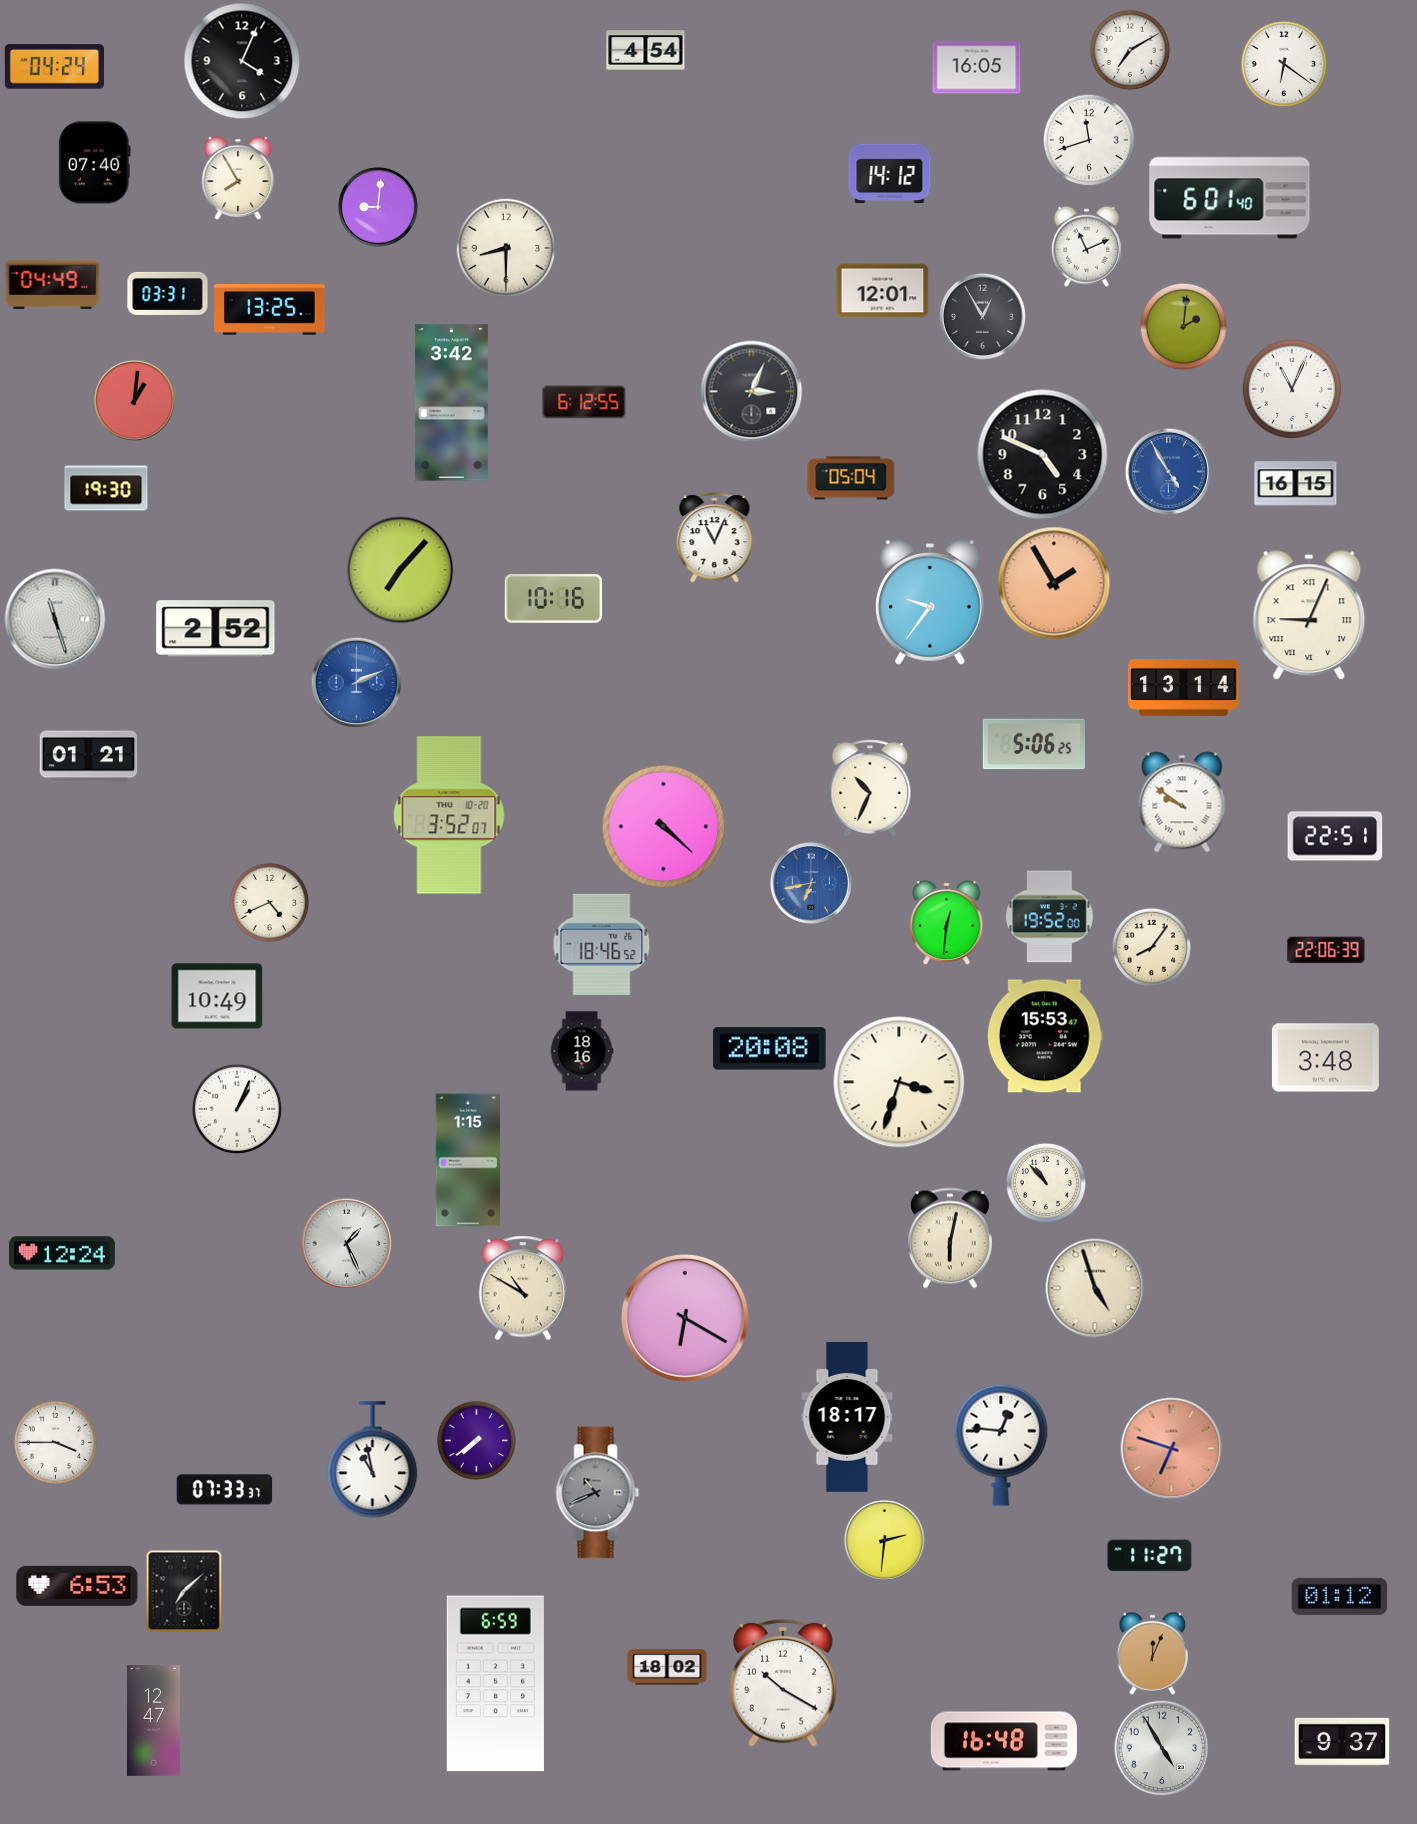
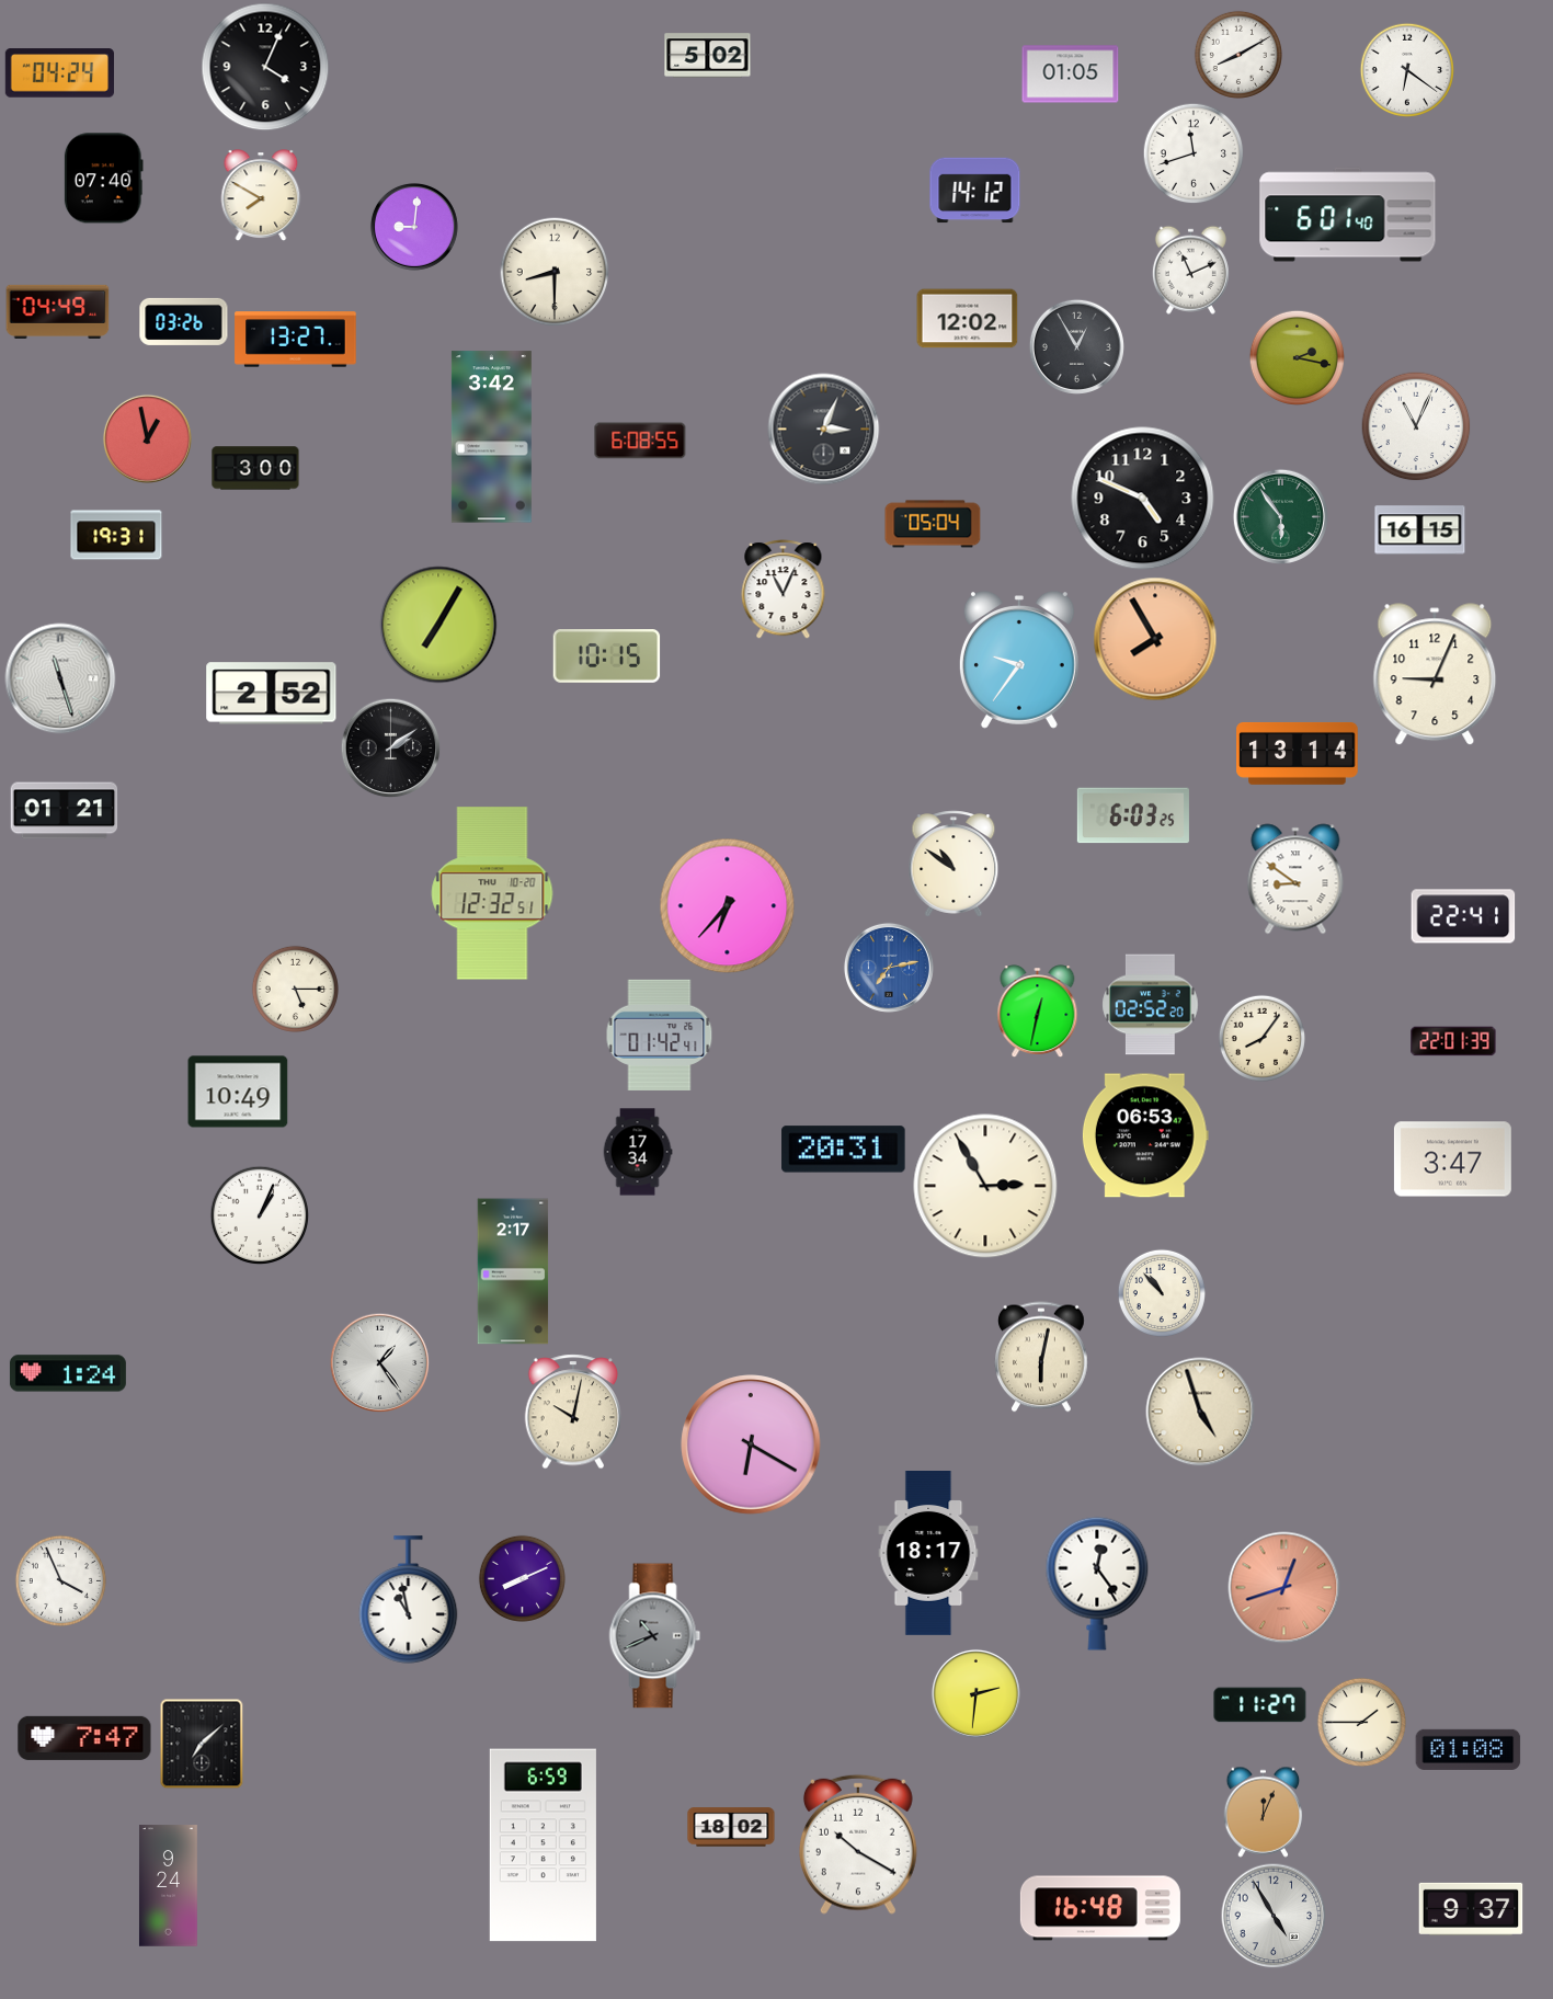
clock at (1130, 50): 7:10 -> 8:10
clock at (646, 51): 4:54 -> 5:02
clock at (977, 68): 16:05 -> 01:05
clock at (238, 178): 7:55 -> 7:50
clock at (883, 291): 12:01 -> 12:02
clock at (168, 293): 03:31 -> 03:26
clock at (270, 310): 13:25 -> 13:27
clock at (1183, 326): 2:01 -> 2:17
clock at (134, 400): 1:01 -> 12:58
clock at (584, 402): 6:12 -> 6:08
clock at (451, 403) position: (451, 403) -> (491, 437)
clock at (255, 468): none -> 3:00
clock at (1168, 471): 4:55 -> 5:54
clock at (1168, 471) dial: blue -> green
clock at (106, 488): 19:30 -> 19:31
clock at (400, 570): 7:07 -> 7:05
clock at (1054, 583): 1:55 -> 7:55
clock at (554, 599): 10:16 -> 10:15
clock at (1309, 616) numerals: Roman -> Arabic
clock at (216, 629) position: (216, 629) -> (272, 694)
clock at (356, 682): 2:11 -> 2:09
clock at (356, 682) dial: blue -> black
clock at (1034, 744): 5:06 -> 6:03
clock at (89, 757) position: (89, 757) -> (65, 811)
clock at (870, 788): 10:34 -> 10:51
clock at (1182, 802): 9:51 -> 8:51
clock at (449, 815): 3:52 -> 12:32
clock at (664, 827): 4:22 -> 6:37
clock at (1335, 836): 22:51 -> 22:41
clock at (811, 883): 6:43 -> 7:13
clock at (269, 902): 4:41 -> 5:15
clock at (1050, 917): 19:52 -> 02:52
clock at (947, 923): 12:31 -> 12:32
clock at (602, 944): 18:46 -> 01:42
clock at (1326, 950): 22:06 -> 22:01
clock at (1045, 1036): 15:53 -> 06:53
clock at (770, 1049): 20:08 -> 20:31
clock at (582, 1051): 18:16 -> 17:34
clock at (1325, 1058): 3:48 -> 3:47
clock at (899, 1082): 3:33 -> 2:55
clock at (468, 1160): 1:15 -> 2:17
clock at (1046, 1183) position: (1046, 1183) -> (1162, 1293)
clock at (346, 1243): 1:26 -> 1:24
clock at (62, 1253): 12:24 -> 1:24
clock at (523, 1288): 10:50 -> 10:02
clock at (476, 1440): 7:39 -> 8:11
clock at (55, 1442): 3:45 -> 3:56
clock at (1001, 1445): 12:46 -> 12:24
clock at (1172, 1449): 6:48 -> 12:42
clock at (225, 1490): 07:33 -> none
clock at (884, 1540) position: (884, 1540) -> (975, 1693)
clock at (1361, 1722): none -> 1:45
clock at (77, 1586): 6:53 -> 7:47
clock at (1340, 1596): 01:12 -> 01:08
clock at (153, 1721): 12:47 -> 9:24
